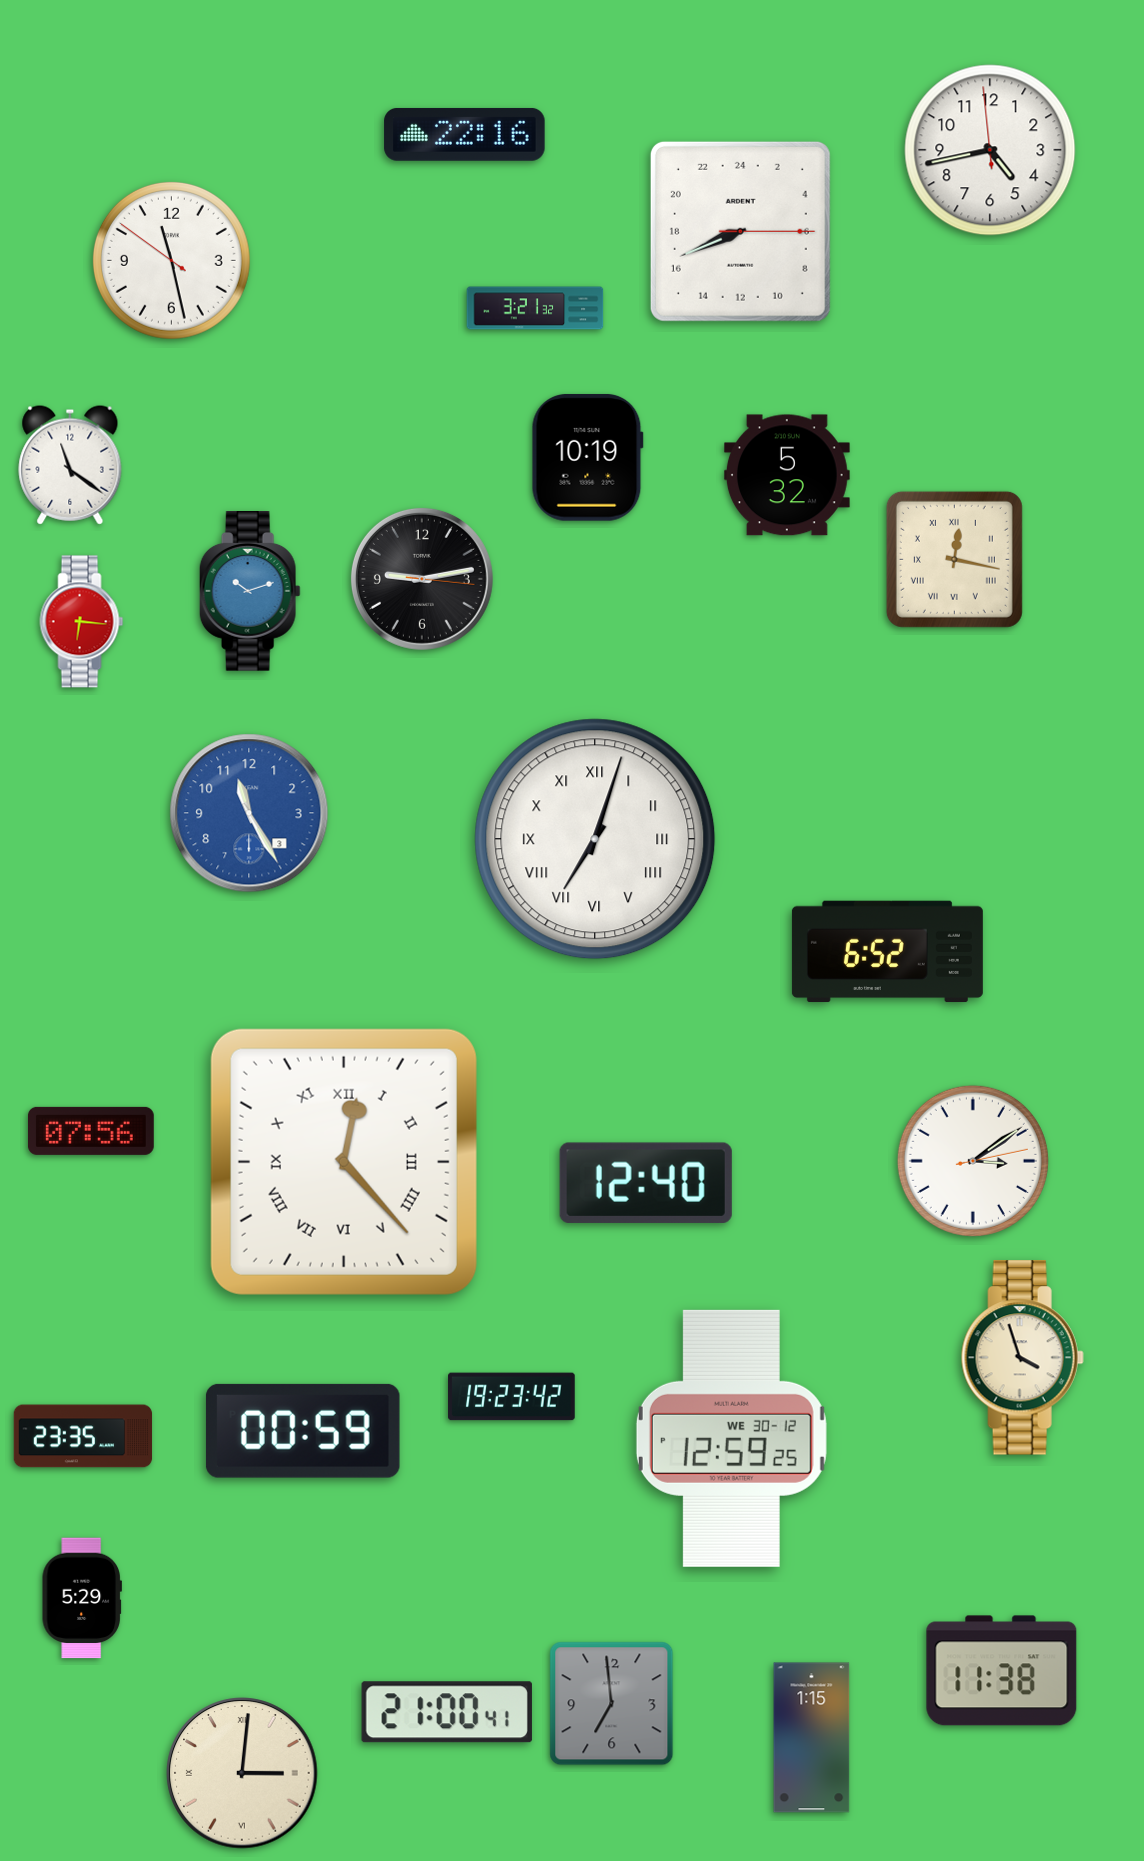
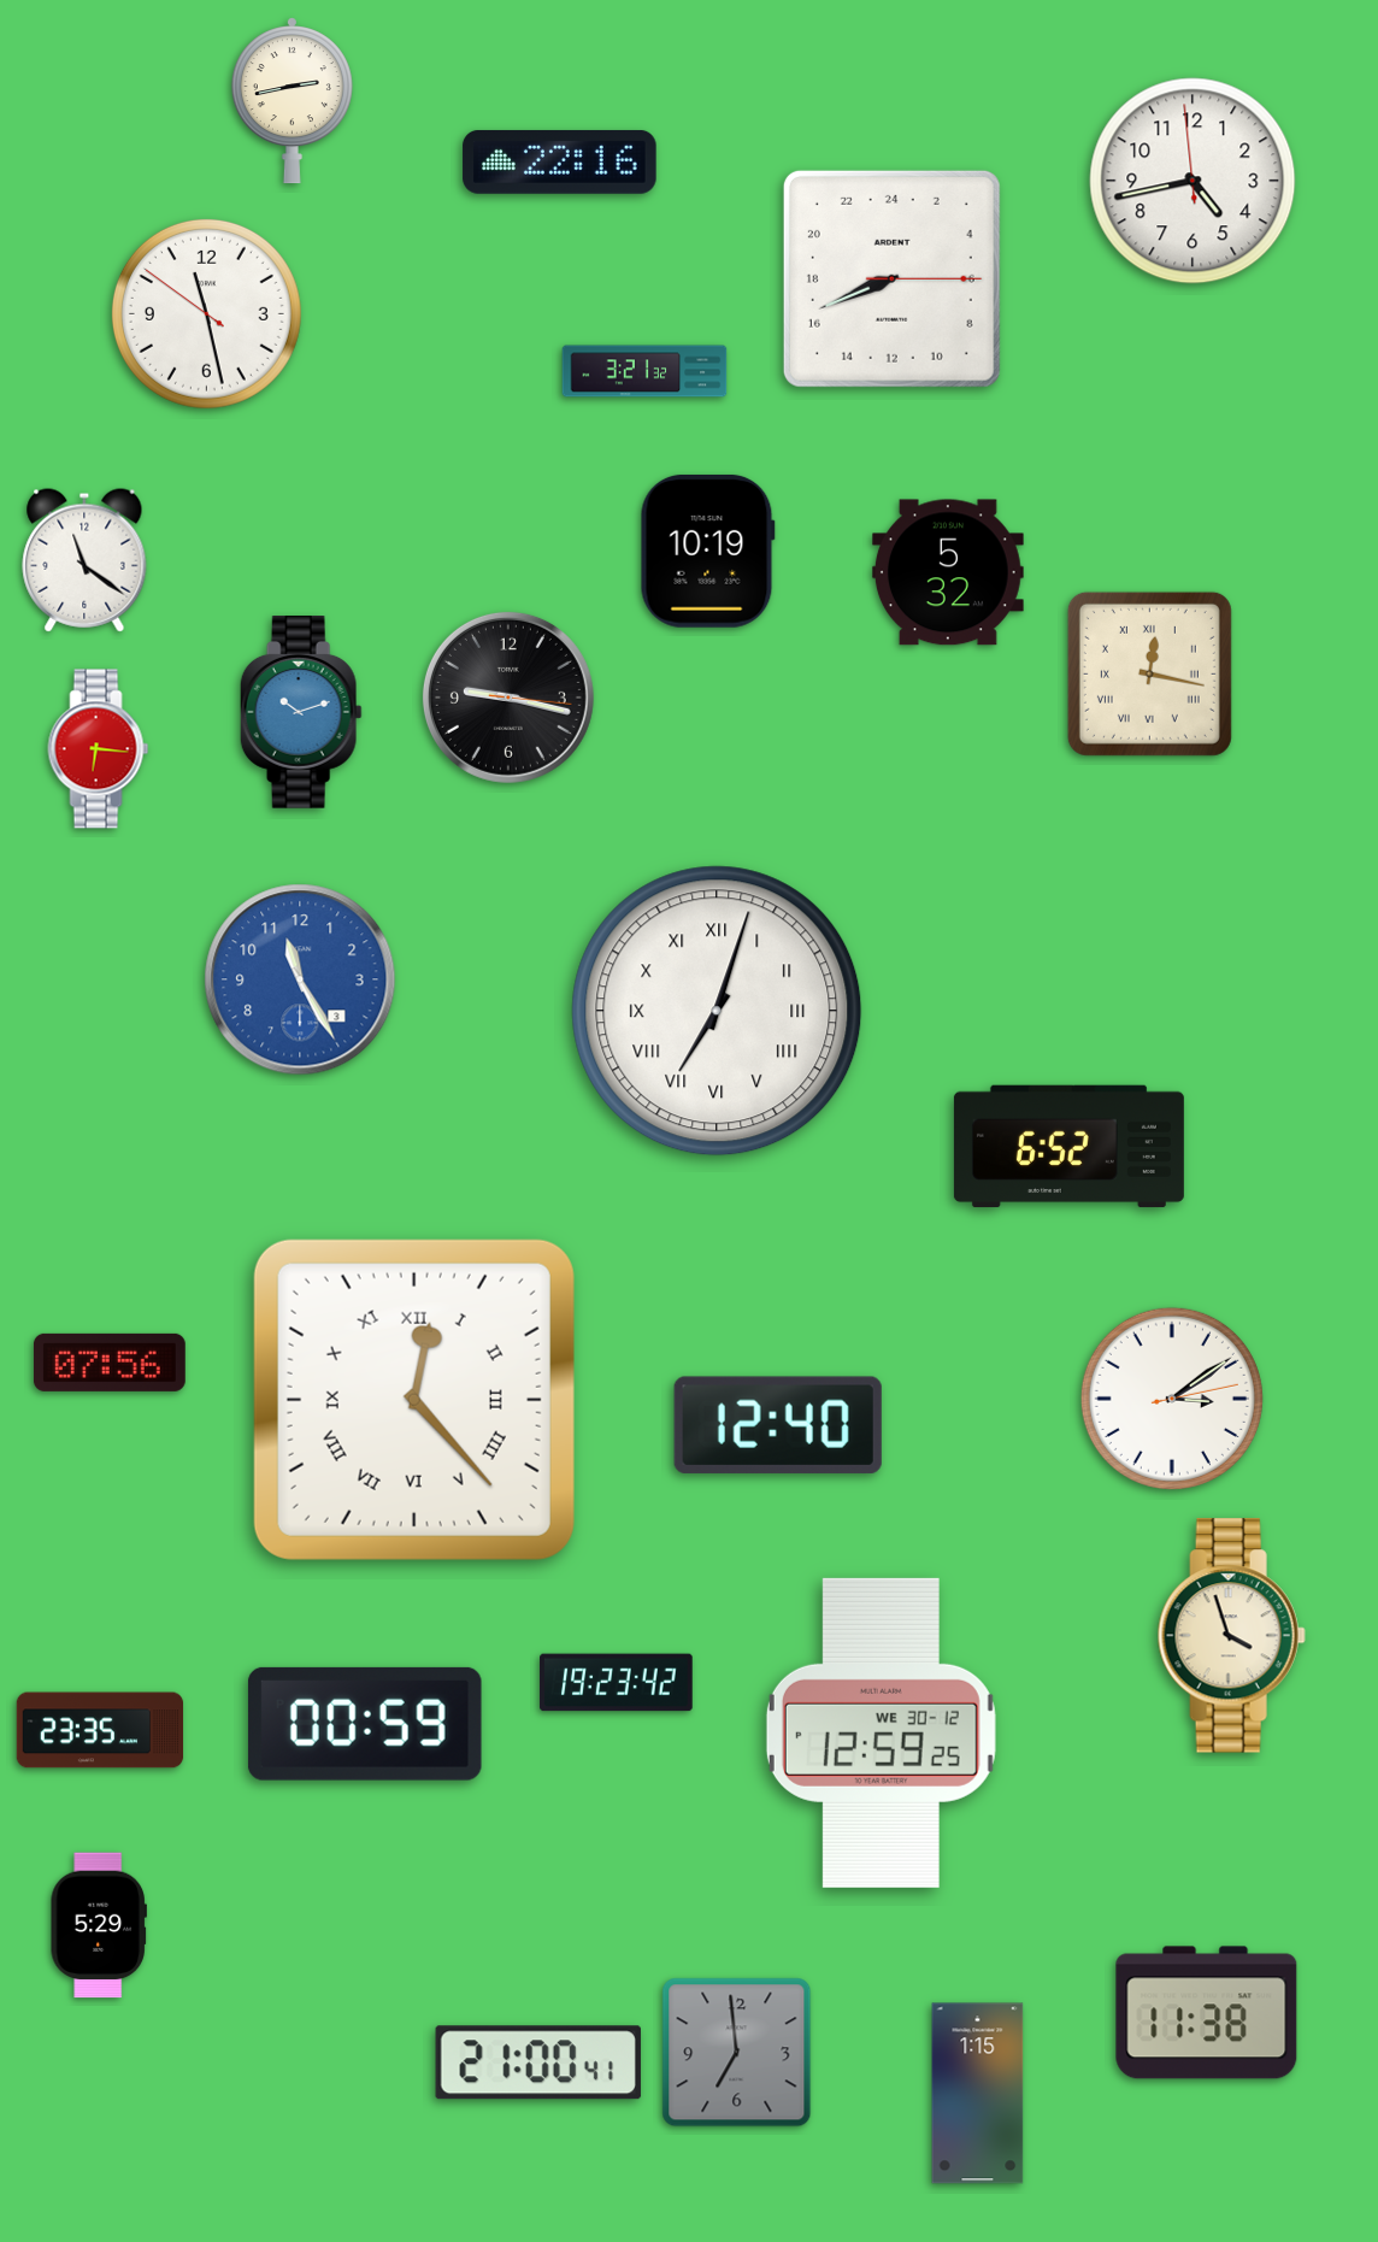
clock at (291, 101): none -> 2:43
clock at (422, 579): 9:13 -> 9:17
clock at (242, 1773): 3:01 -> none
